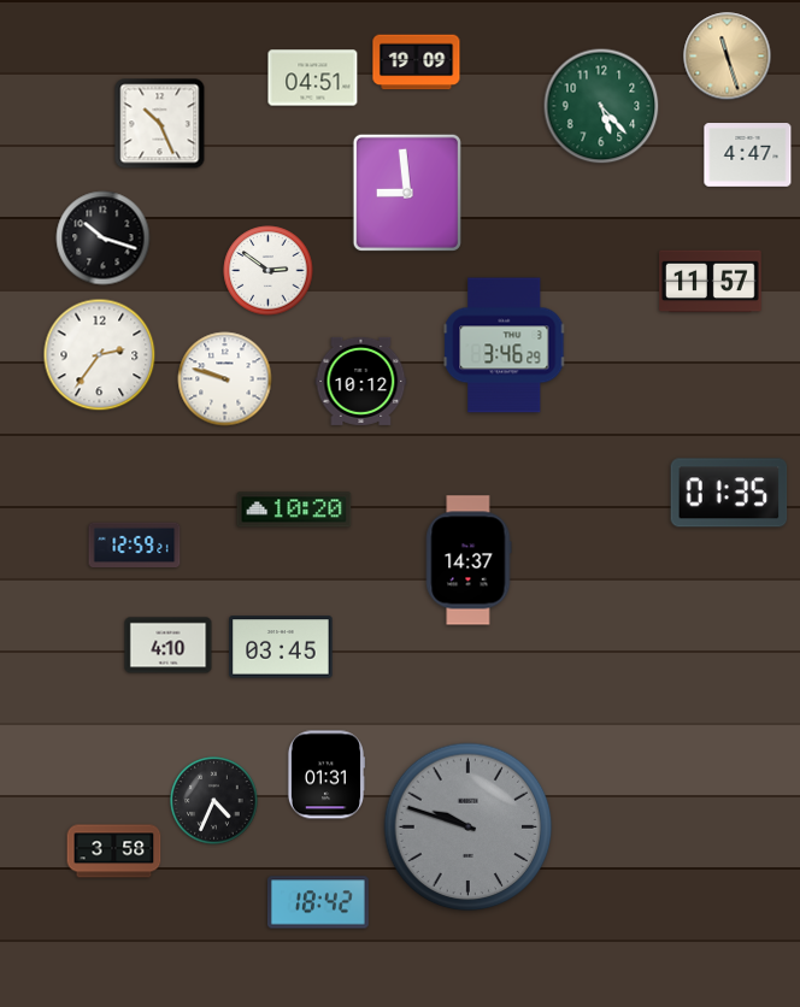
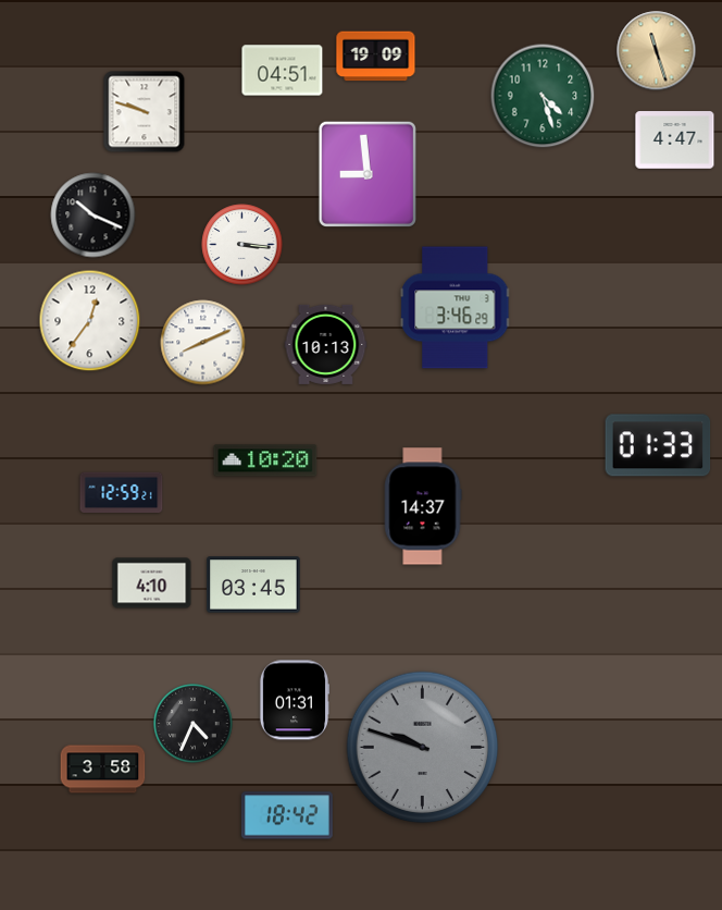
clock at (601, 106): 5:23 -> 4:27
clock at (160, 124): 10:26 -> 9:48
clock at (104, 238): 10:18 -> 10:19
clock at (269, 271): 2:51 -> 3:16
clock at (711, 282): 11:57 -> none
clock at (505, 346) position: (505, 346) -> (456, 308)
clock at (100, 355): 2:36 -> 12:36
clock at (225, 379): 9:48 -> 8:11
clock at (361, 381): 10:12 -> 10:13
clock at (729, 493): 01:35 -> 01:33
